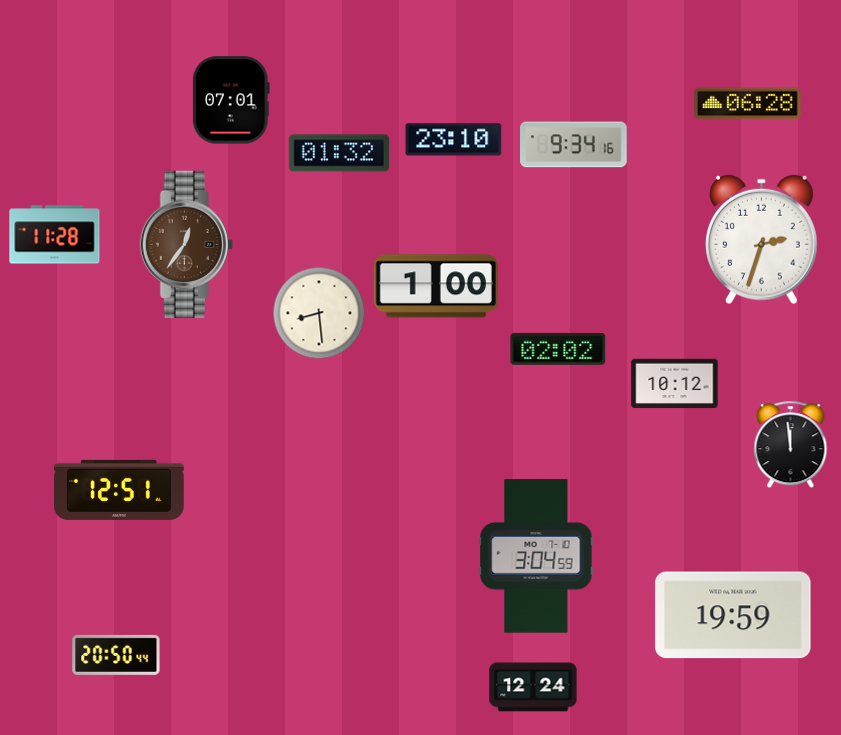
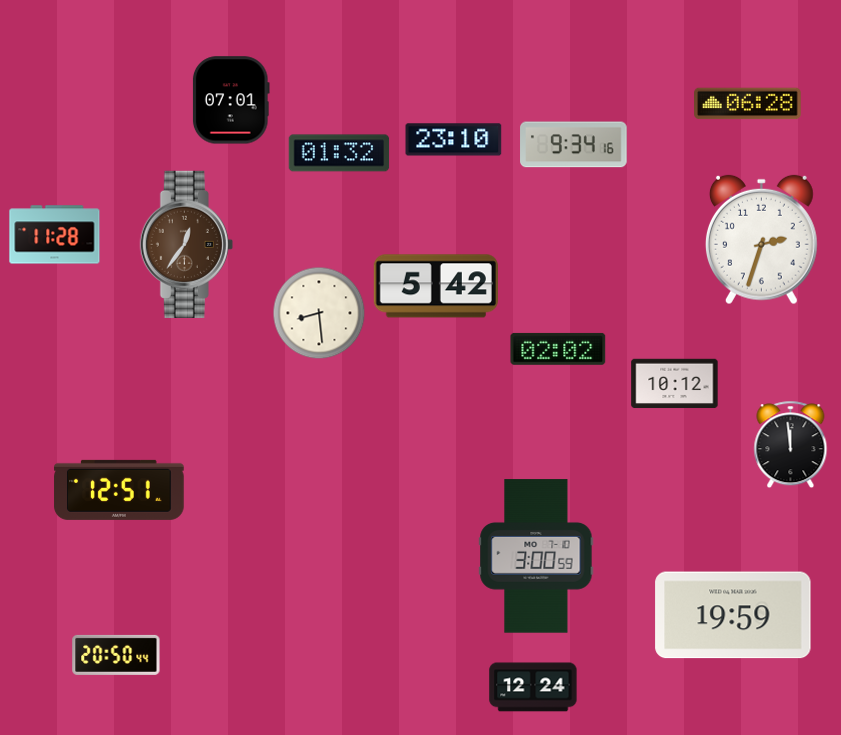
clock at (436, 286): 1:00 -> 5:42
clock at (536, 556): 3:04 -> 3:00
